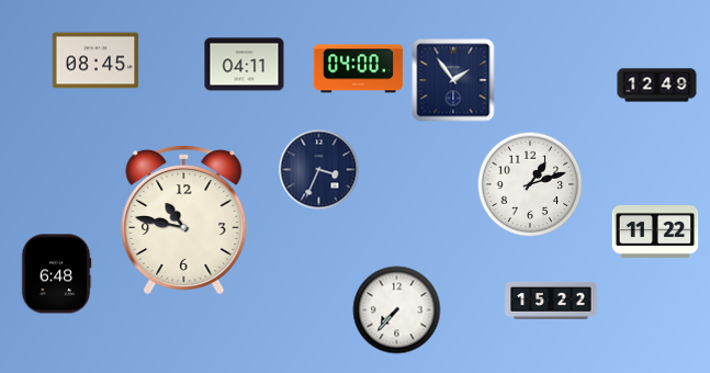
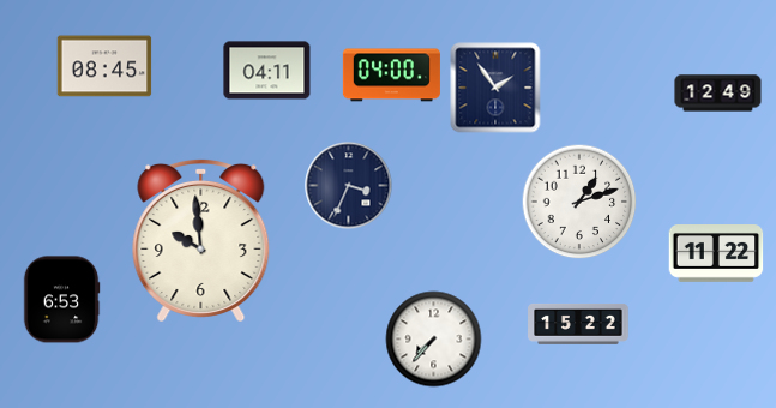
clock at (184, 219): 10:47 -> 9:59
clock at (56, 274): 6:48 -> 6:53
clock at (551, 301) position: (551, 301) -> (578, 324)
